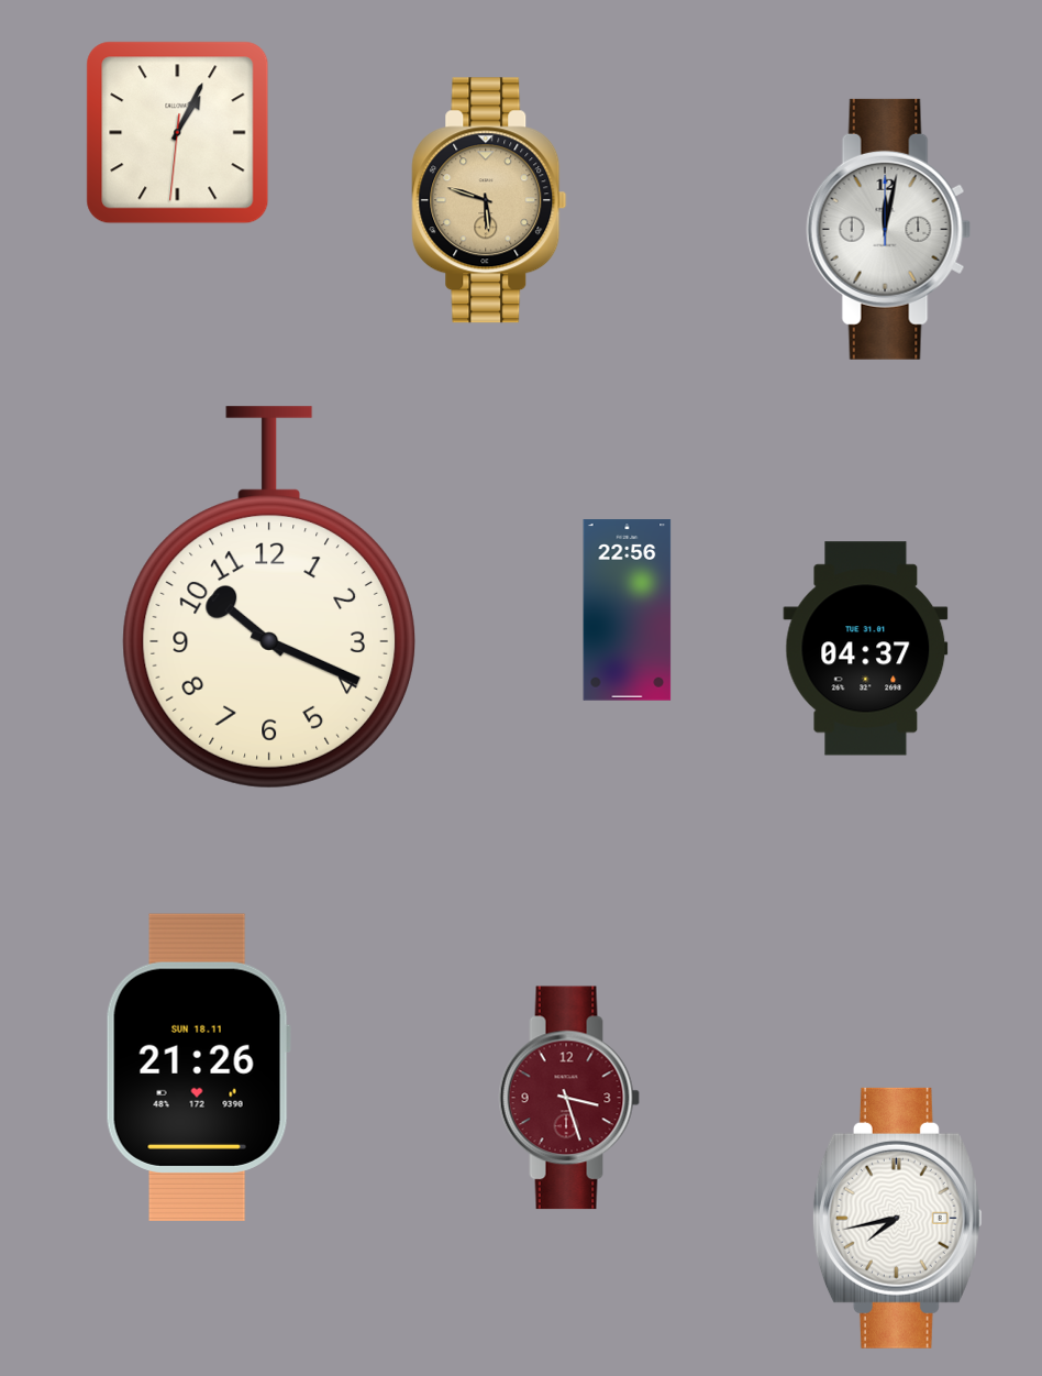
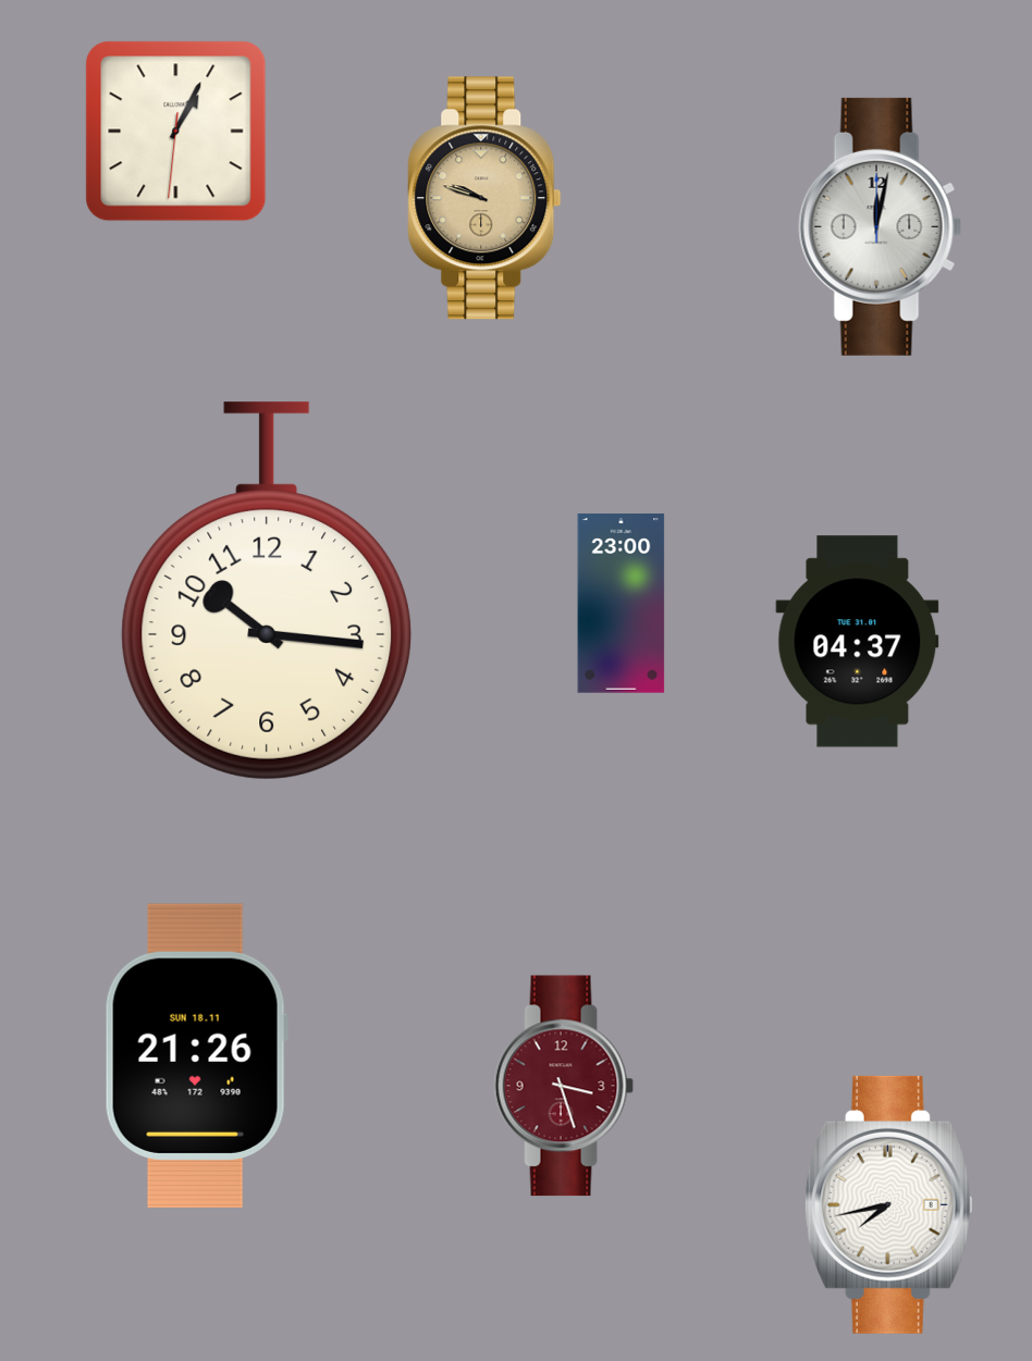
clock at (489, 200): 5:48 -> 9:48
clock at (269, 597): 10:19 -> 10:16
clock at (628, 610): 22:56 -> 23:00
